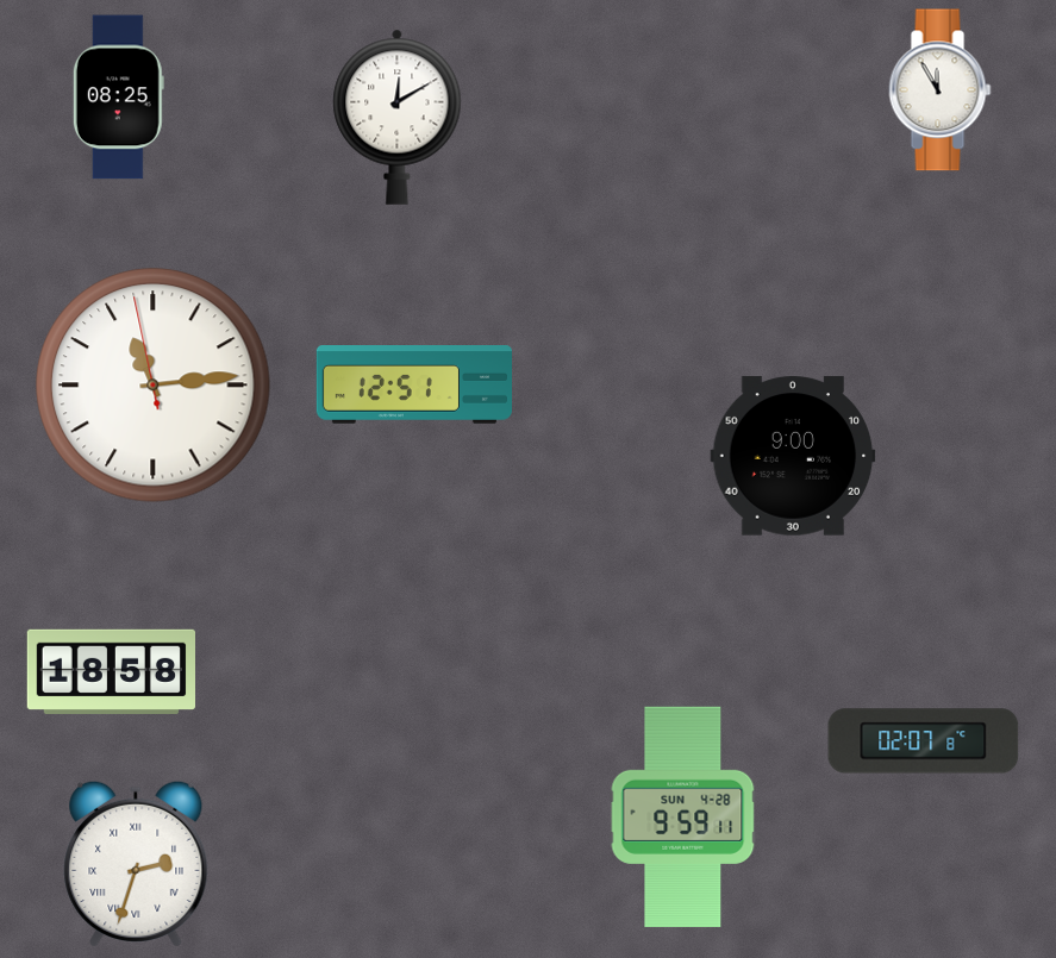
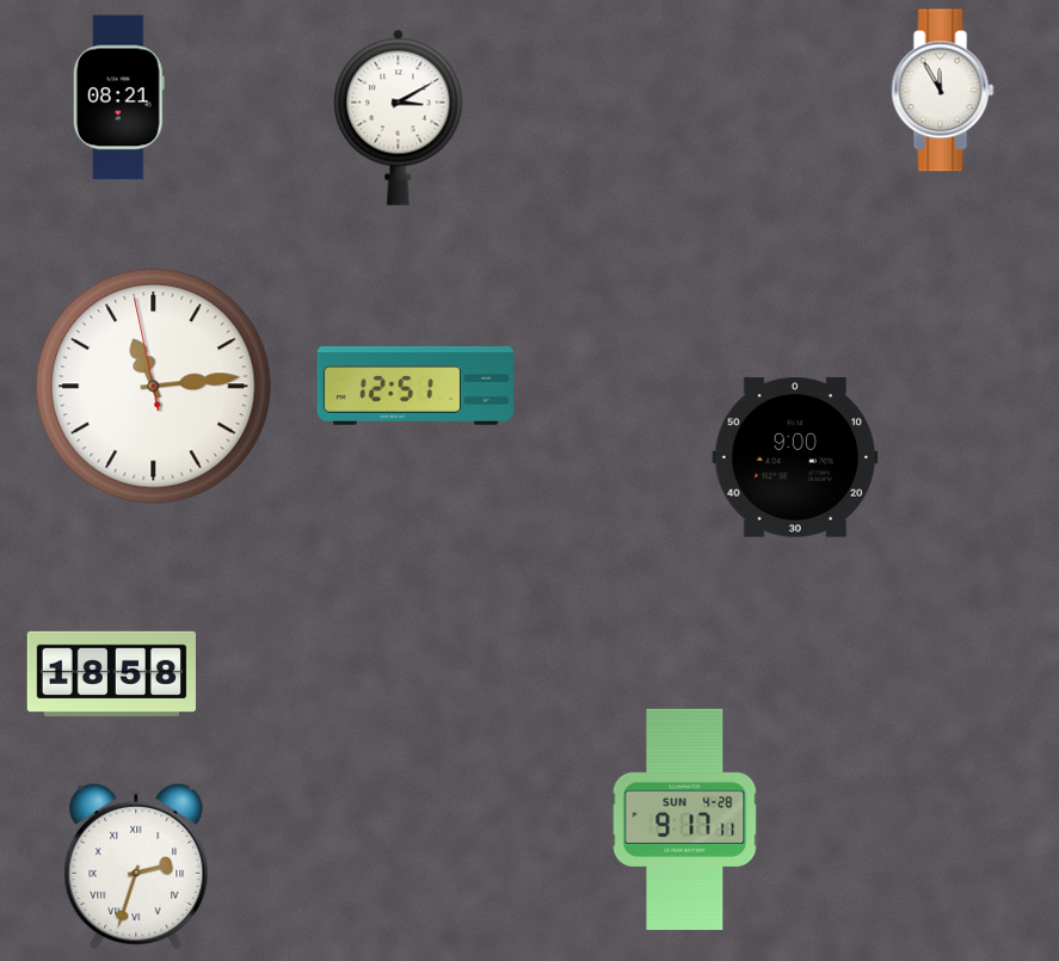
clock at (118, 98): 08:25 -> 08:21
clock at (398, 117): 12:10 -> 3:10
clock at (924, 741): 02:07 -> none
clock at (683, 816): 9:59 -> 9:17
